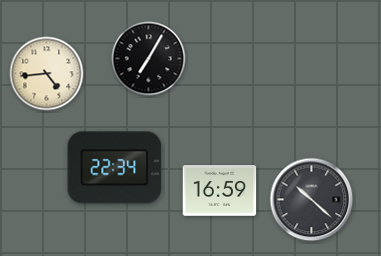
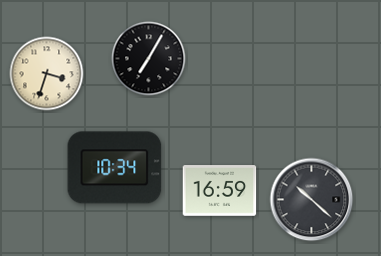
clock at (47, 74): 4:44 -> 3:33
clock at (115, 168): 22:34 -> 10:34
